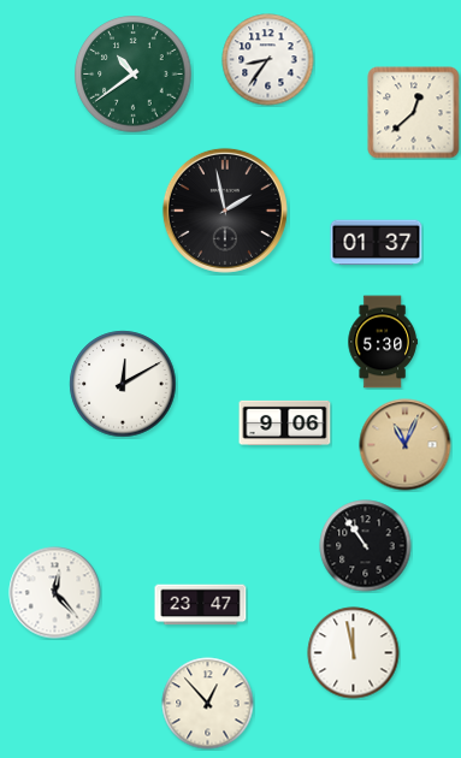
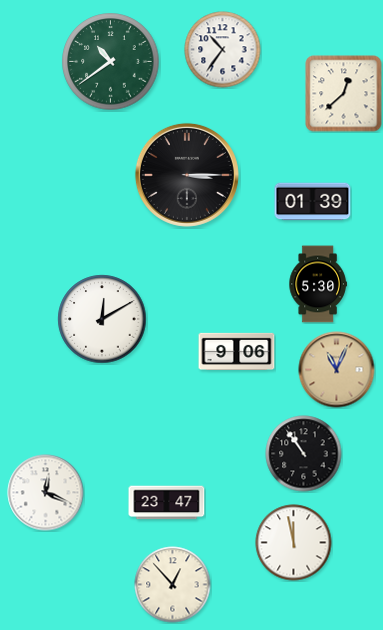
clock at (268, 60): 8:36 -> 10:36
clock at (225, 211): 1:58 -> 3:15
clock at (377, 243): 01:37 -> 01:39
clock at (55, 593): 12:23 -> 12:19
